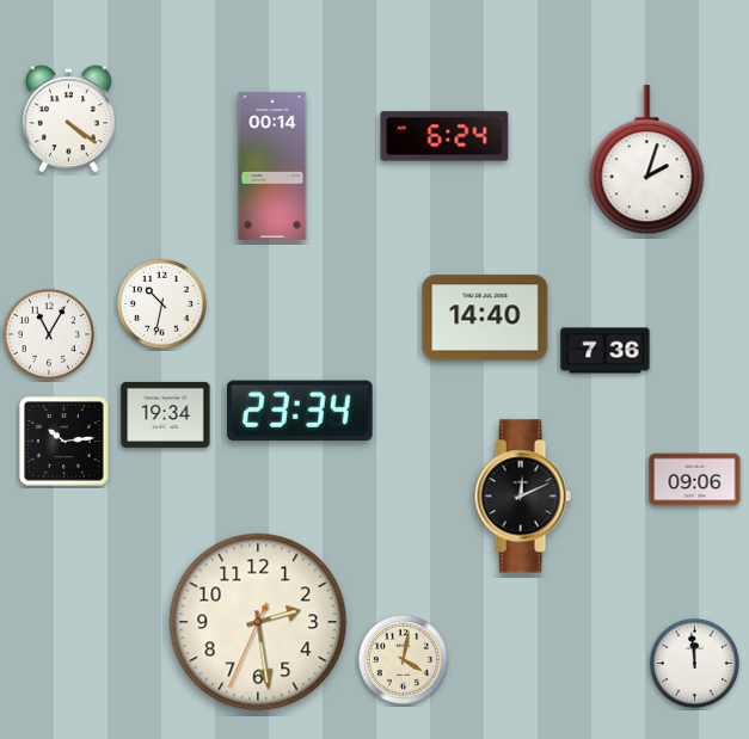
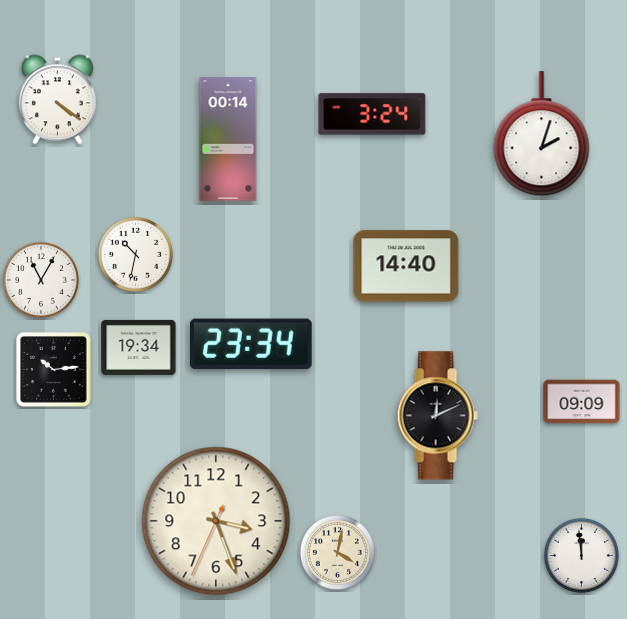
clock at (444, 136): 6:24 -> 3:24
clock at (606, 351): 7:36 -> none
clock at (695, 480): 09:06 -> 09:09
clock at (258, 622): 2:28 -> 3:26
